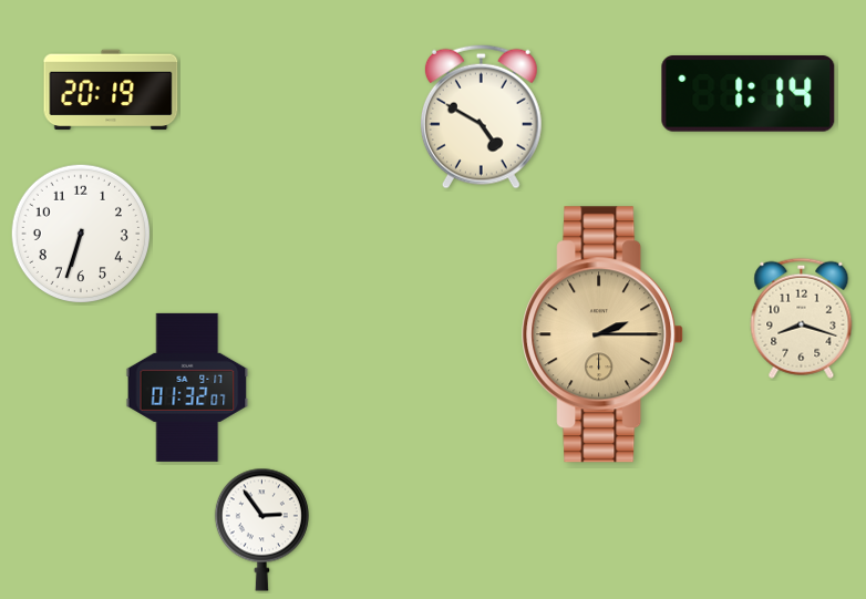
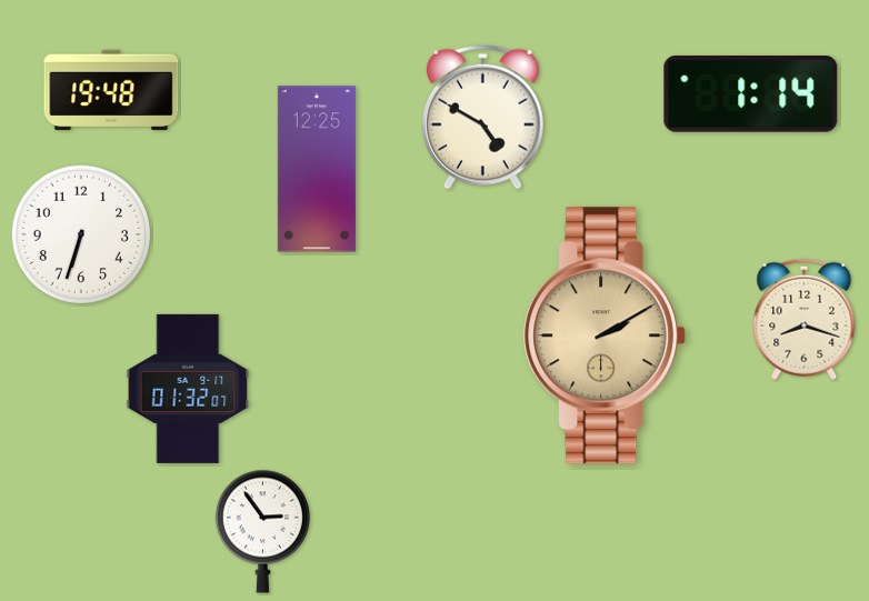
clock at (111, 90): 20:19 -> 19:48
clock at (317, 169): none -> 12:25
clock at (604, 334): 2:15 -> 2:10
